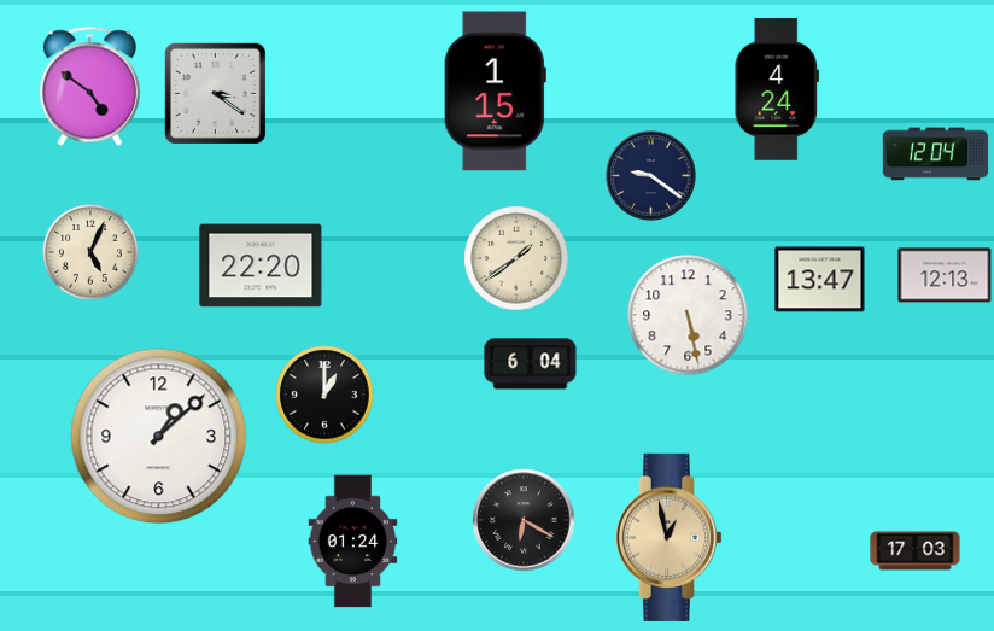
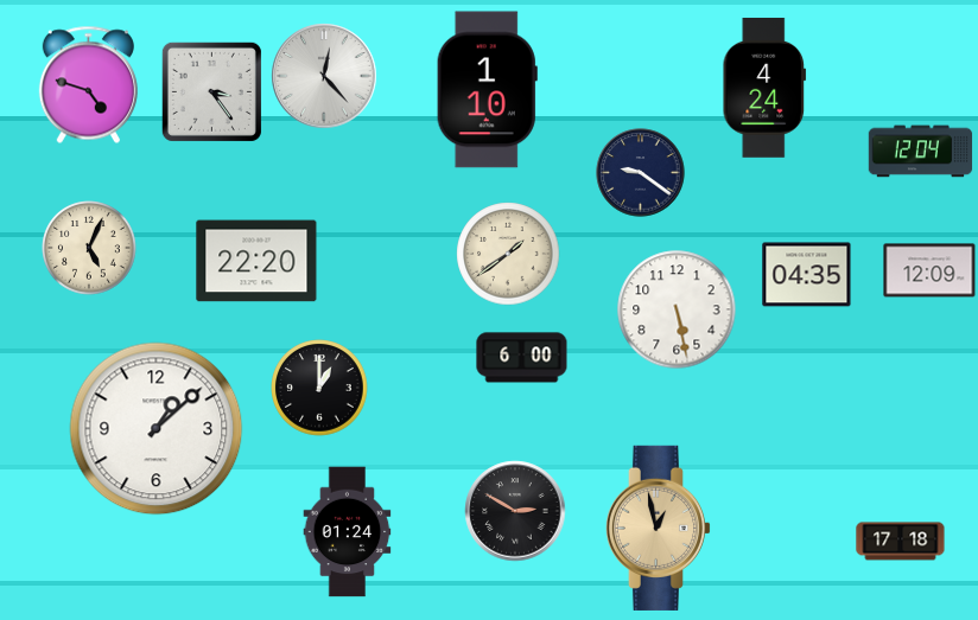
clock at (324, 76): none -> 12:23
clock at (89, 87): 4:51 -> 4:48
clock at (495, 92): 1:15 -> 1:10
clock at (215, 93): 3:21 -> 3:24
clock at (945, 275): 12:13 -> 12:09
clock at (820, 280): 13:47 -> 04:35
clock at (531, 364): 6:04 -> 6:00
clock at (524, 520): 6:20 -> 2:50
clock at (916, 551): 17:03 -> 17:18
